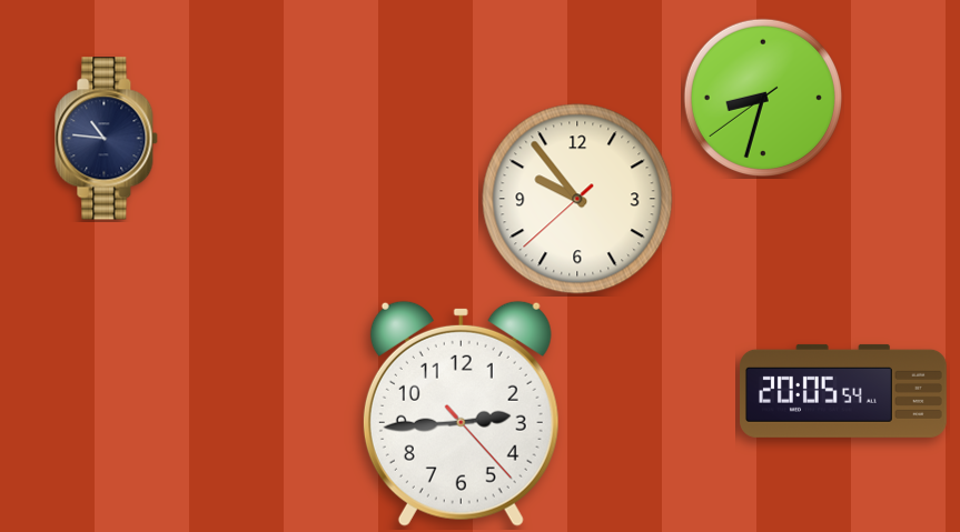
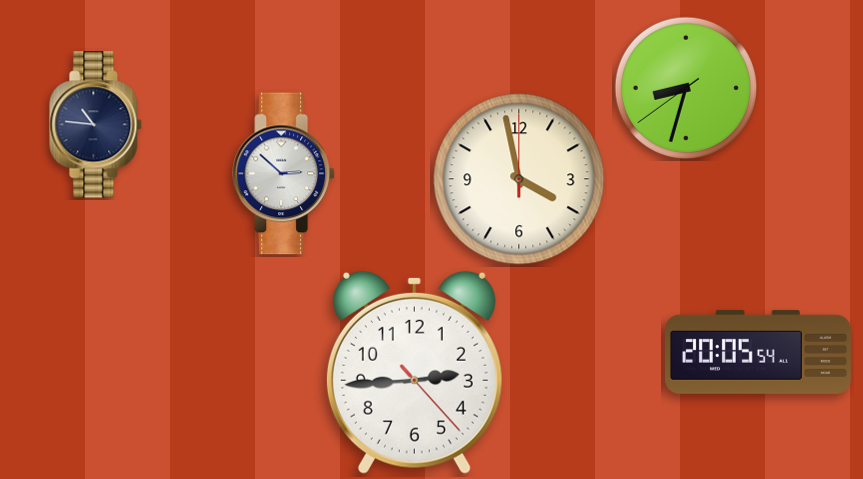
clock at (284, 174): none -> 2:52
clock at (577, 199): 9:53 -> 3:58
